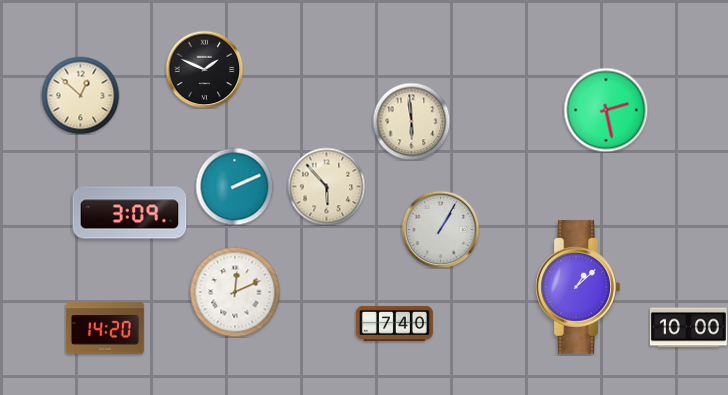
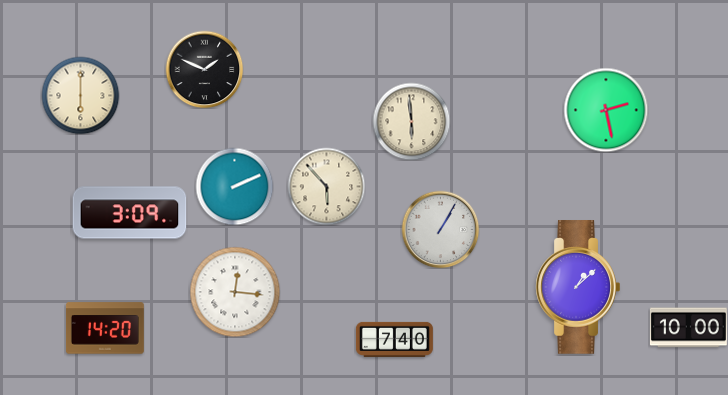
clock at (80, 95): 12:52 -> 6:00
clock at (235, 292): 12:11 -> 12:16
clock at (394, 323) position: (394, 323) -> (394, 339)
